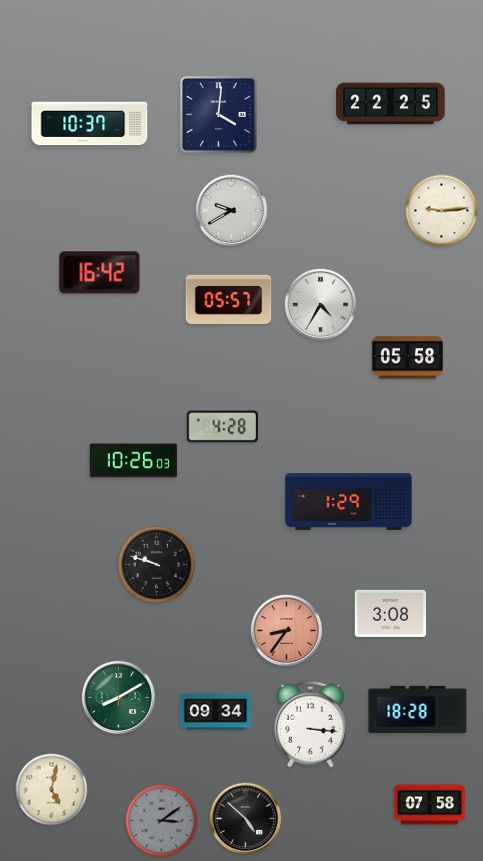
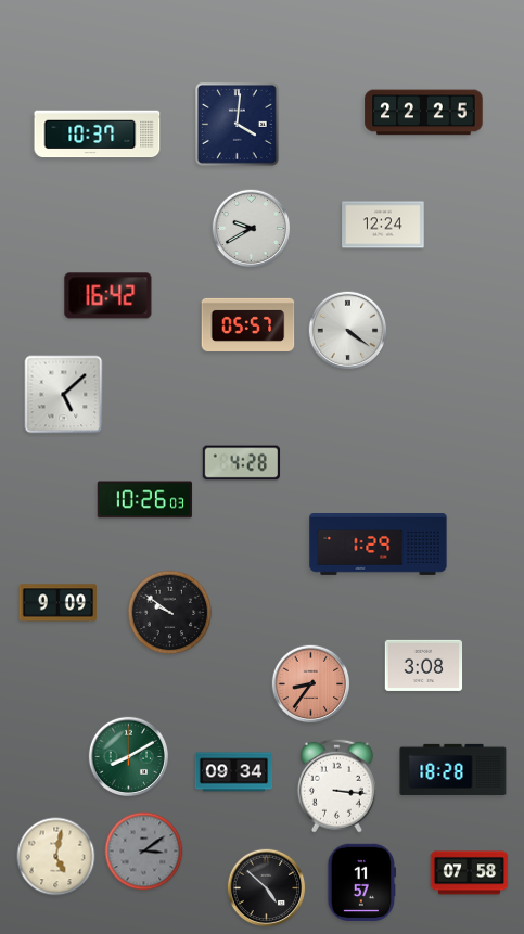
clock at (383, 225): none -> 12:24
clock at (442, 211): 9:14 -> none
clock at (321, 305): 4:35 -> 4:21
clock at (408, 358): 05:58 -> none
clock at (64, 395): none -> 5:08
clock at (59, 603): none -> 9:09
clock at (157, 565): 9:48 -> 9:51
clock at (430, 805) position: (430, 805) -> (470, 873)
clock at (362, 882): none -> 11:57
clock at (162, 821) position: (162, 821) -> (144, 852)
